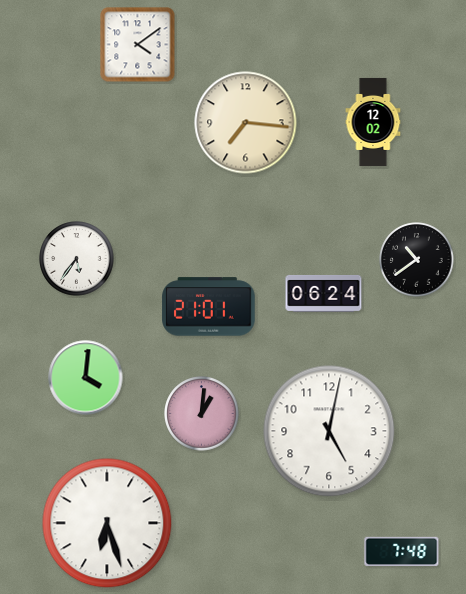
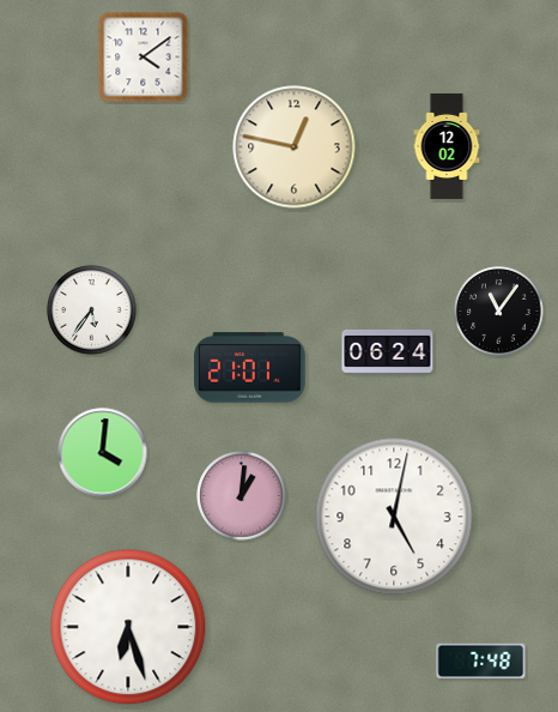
clock at (138, 45) position: (138, 45) -> (144, 58)
clock at (246, 123): 7:16 -> 12:47
clock at (417, 260): 10:39 -> 11:06
